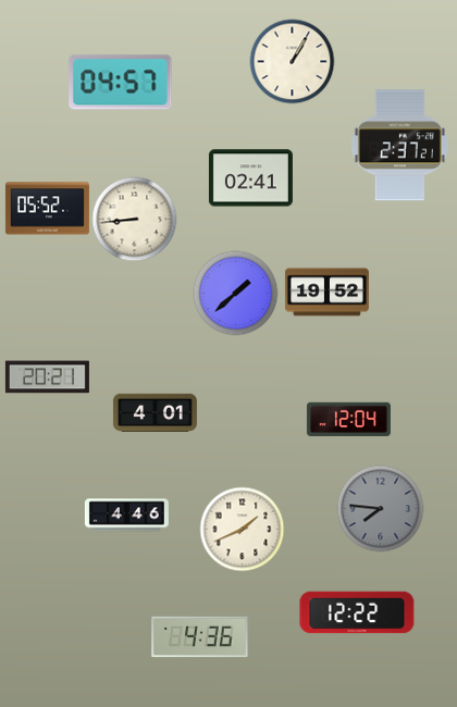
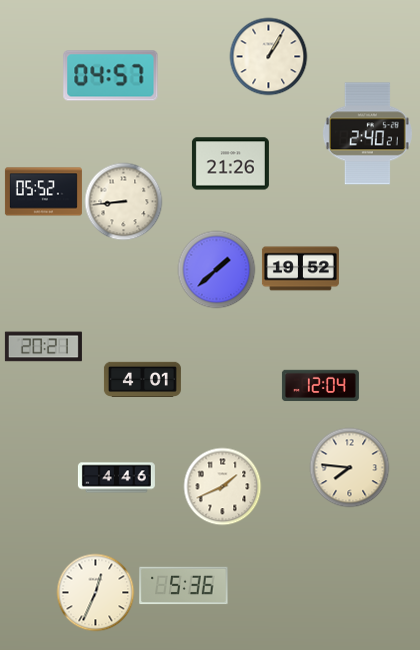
clock at (399, 146): 2:37 -> 2:40
clock at (250, 178): 02:41 -> 21:26
clock at (380, 508) dial: grey -> cream
clock at (126, 516) position: (126, 516) -> (116, 478)
clock at (357, 612): 12:22 -> none
clock at (200, 637): 4:36 -> 5:36
clock at (95, 592): none -> 12:34
